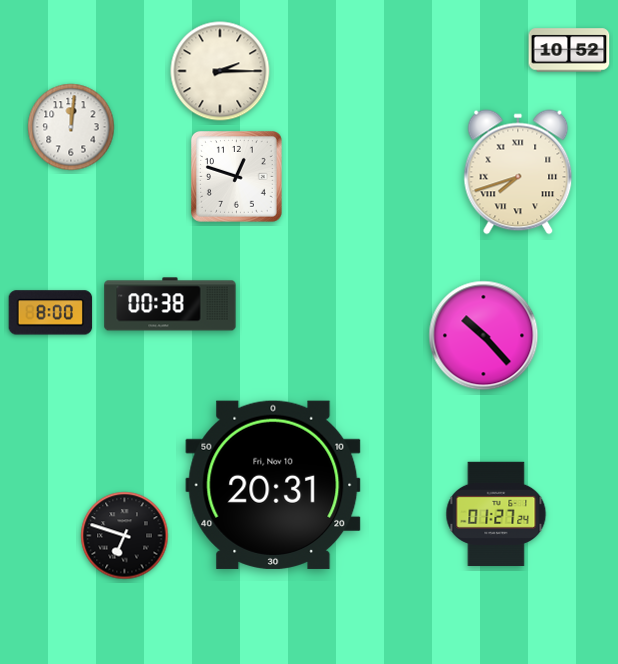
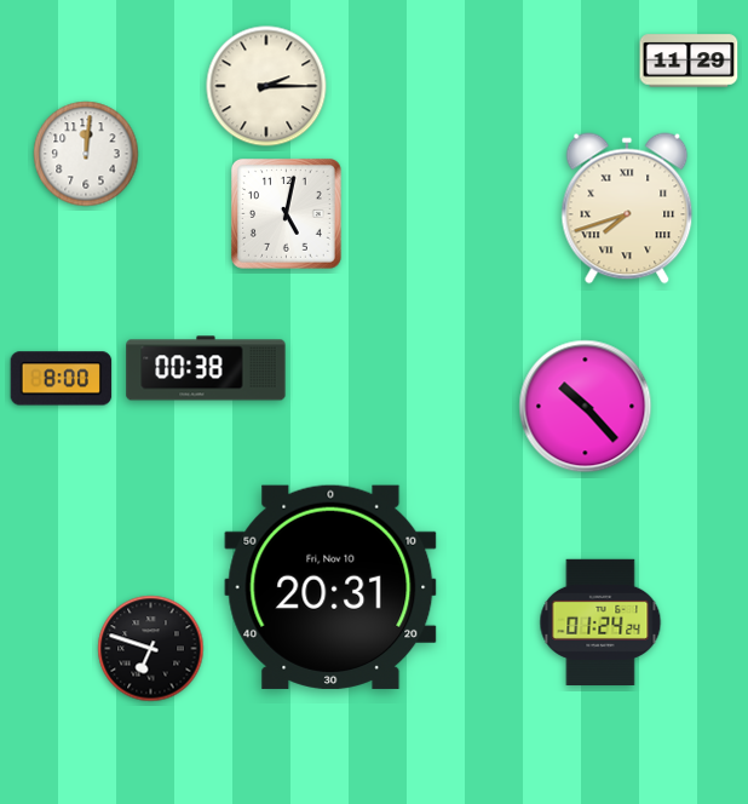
clock at (569, 50): 10:52 -> 11:29
clock at (236, 176): 12:48 -> 5:02
clock at (496, 513): 01:27 -> 01:24
